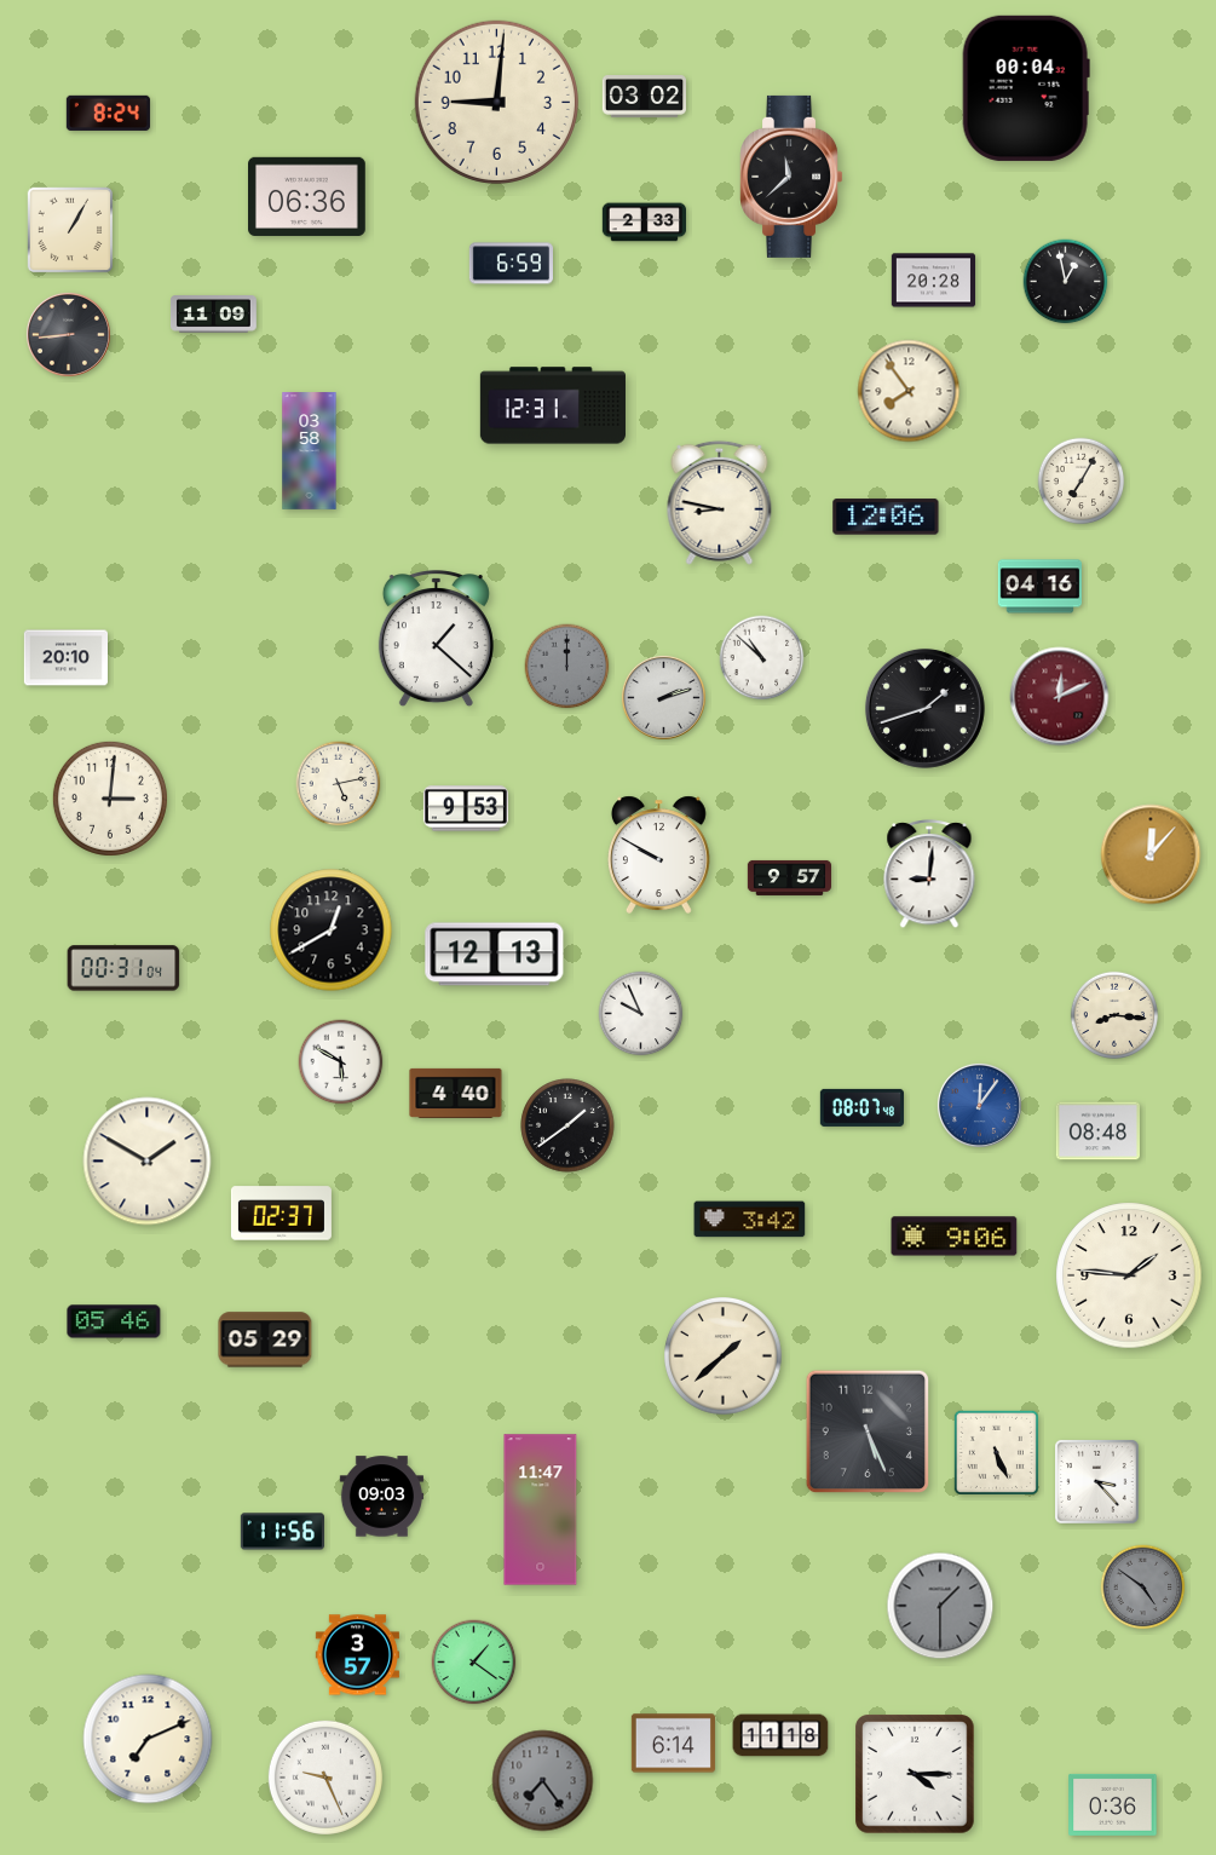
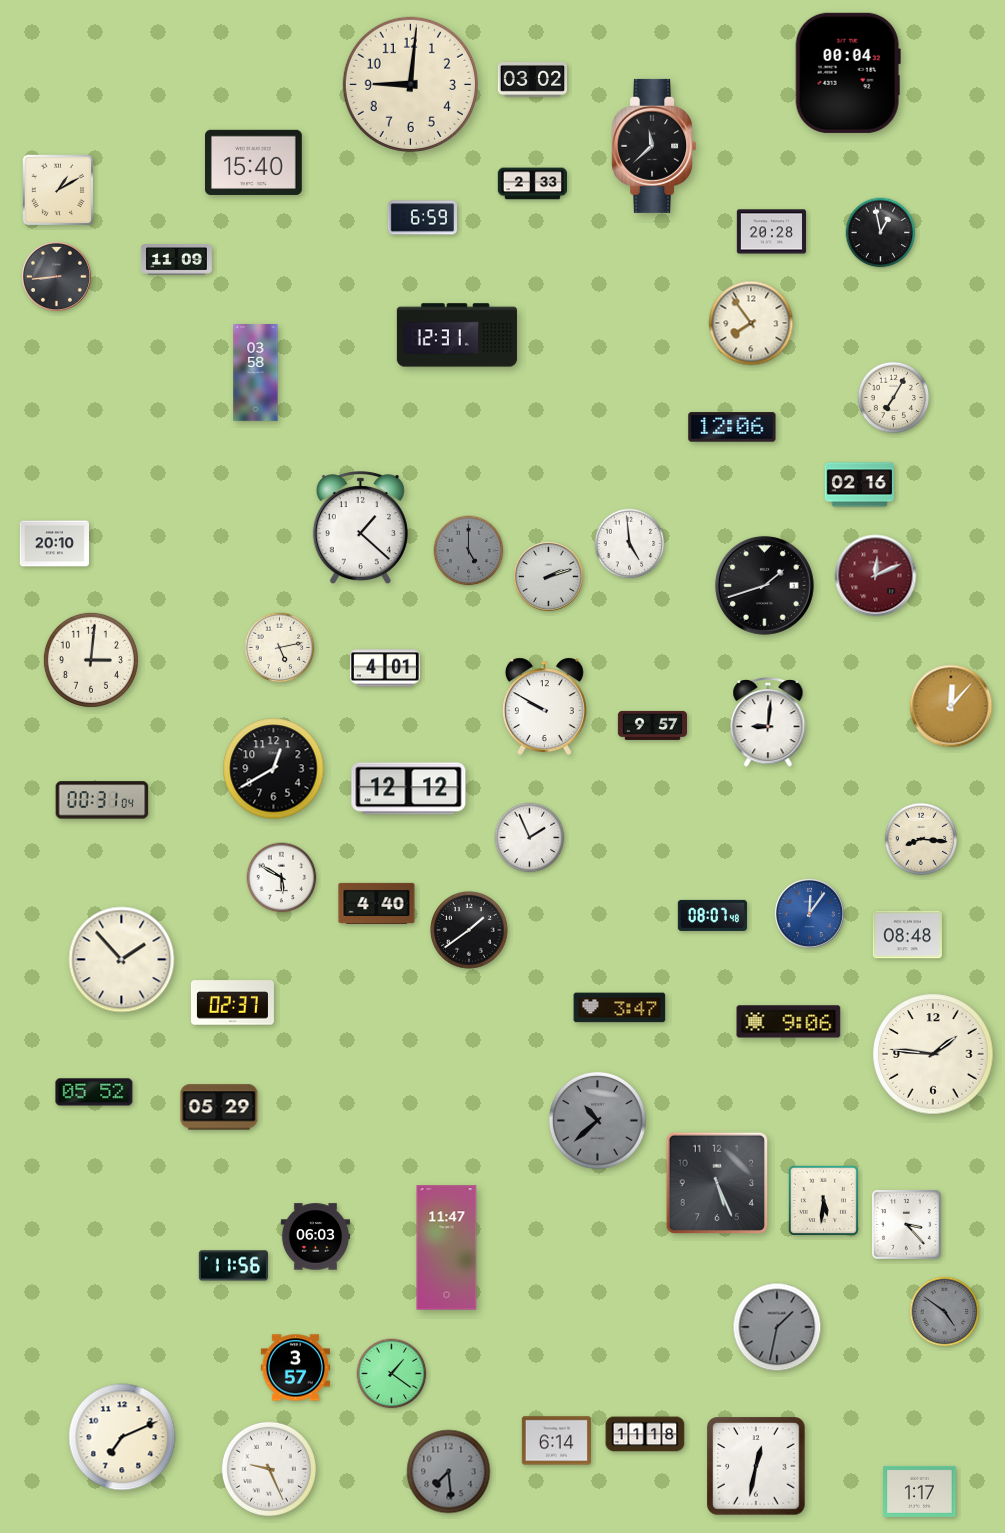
clock at (108, 113): 8:24 -> none
clock at (307, 196): 06:36 -> 15:40
clock at (70, 230): 1:05 -> 1:10
clock at (720, 502): 8:47 -> none
clock at (1039, 587): 04:16 -> 02:16
clock at (762, 658): 10:52 -> 4:59
clock at (567, 667): 12:00 -> 5:00
clock at (466, 808): 9:53 -> 4:01
clock at (495, 955): 12:13 -> 12:12
clock at (641, 1014): 9:56 -> 1:56
clock at (148, 1162): 1:50 -> 1:53
clock at (750, 1220): 3:42 -> 3:47
clock at (114, 1321): 05:46 -> 05:52
clock at (724, 1356): 1:38 -> 10:38
clock at (724, 1356) dial: cream -> grey
clock at (996, 1452): 5:26 -> 5:31
clock at (381, 1497): 09:03 -> 06:03
clock at (940, 1606): 1:30 -> 1:32
clock at (915, 1774): 4:15 -> 12:32
clock at (543, 1781): 7:24 -> 7:29
clock at (1113, 1804): 0:36 -> 1:17
